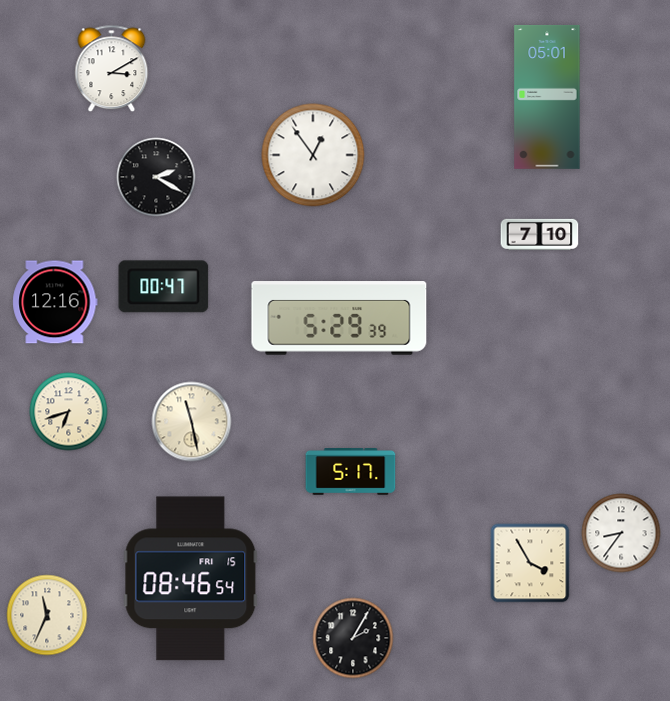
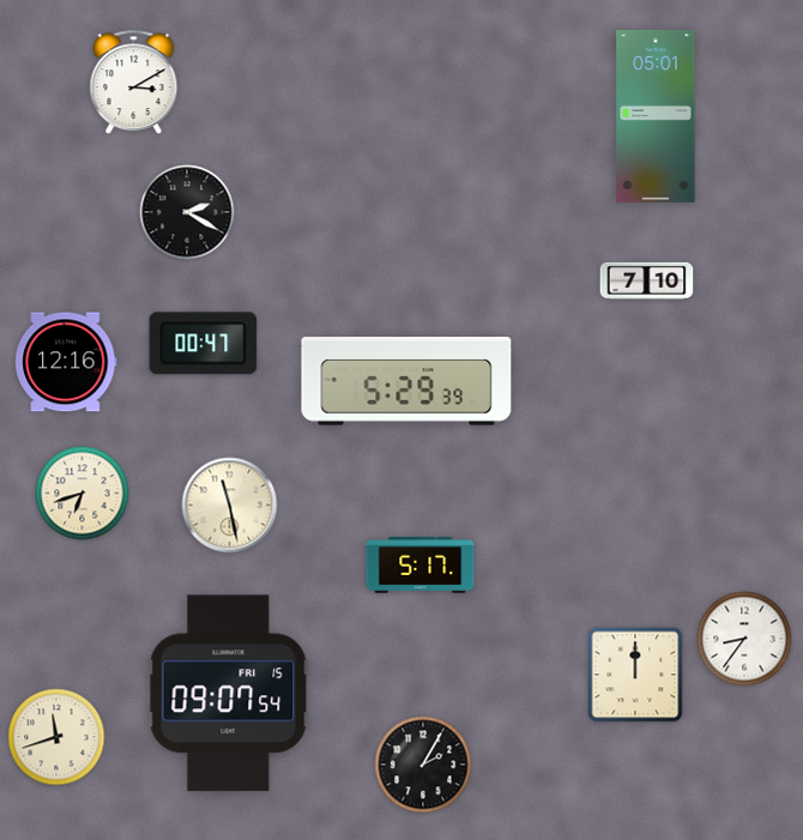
clock at (313, 155): 12:54 -> none
clock at (164, 287) position: (164, 287) -> (204, 344)
clock at (530, 563): 3:55 -> 12:00
clock at (191, 579): 08:46 -> 09:07
clock at (47, 615): 11:34 -> 11:42
